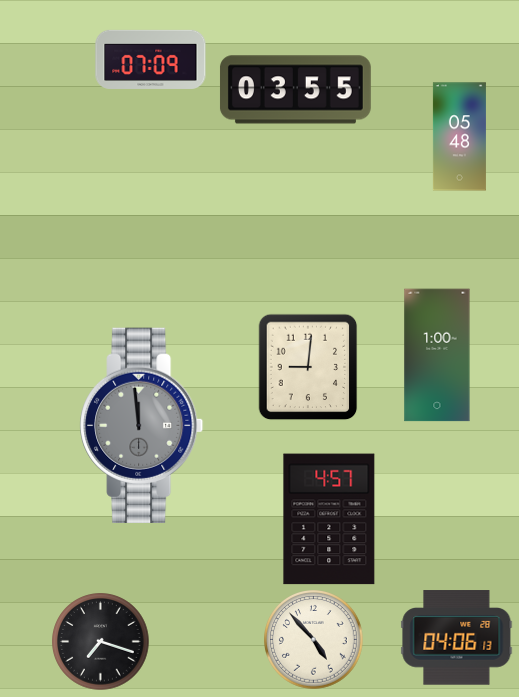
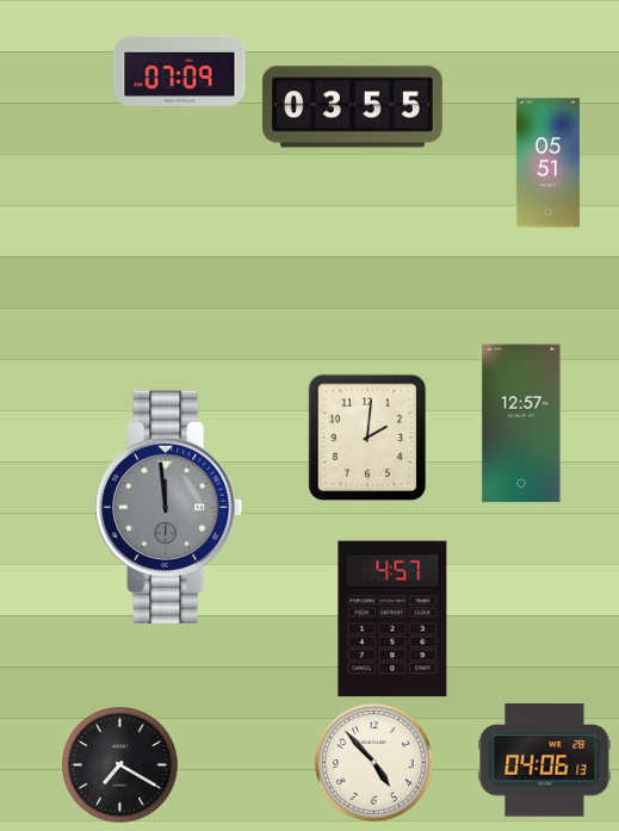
clock at (459, 137): 05:48 -> 05:51
clock at (437, 355): 1:00 -> 12:57
clock at (308, 367): 9:01 -> 2:01
clock at (101, 642): 7:18 -> 7:20
